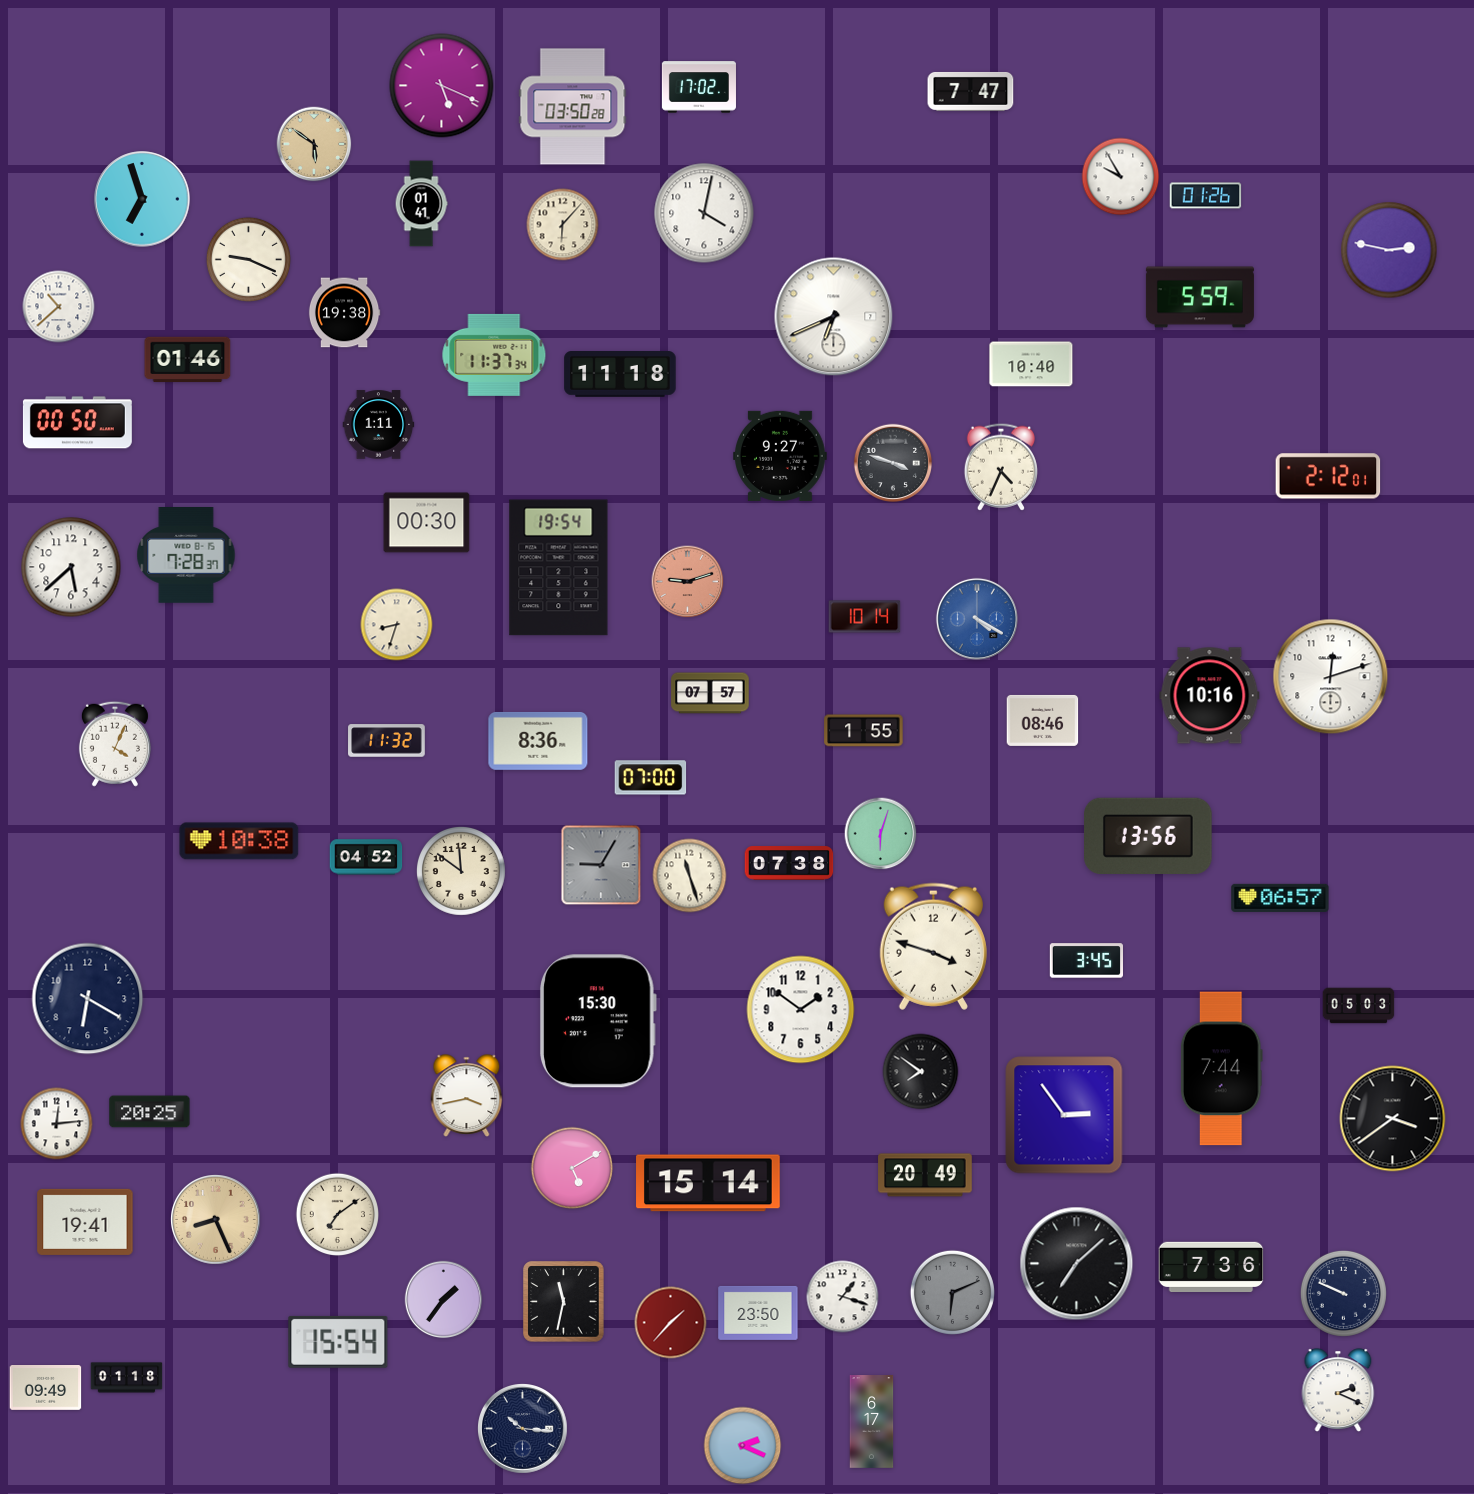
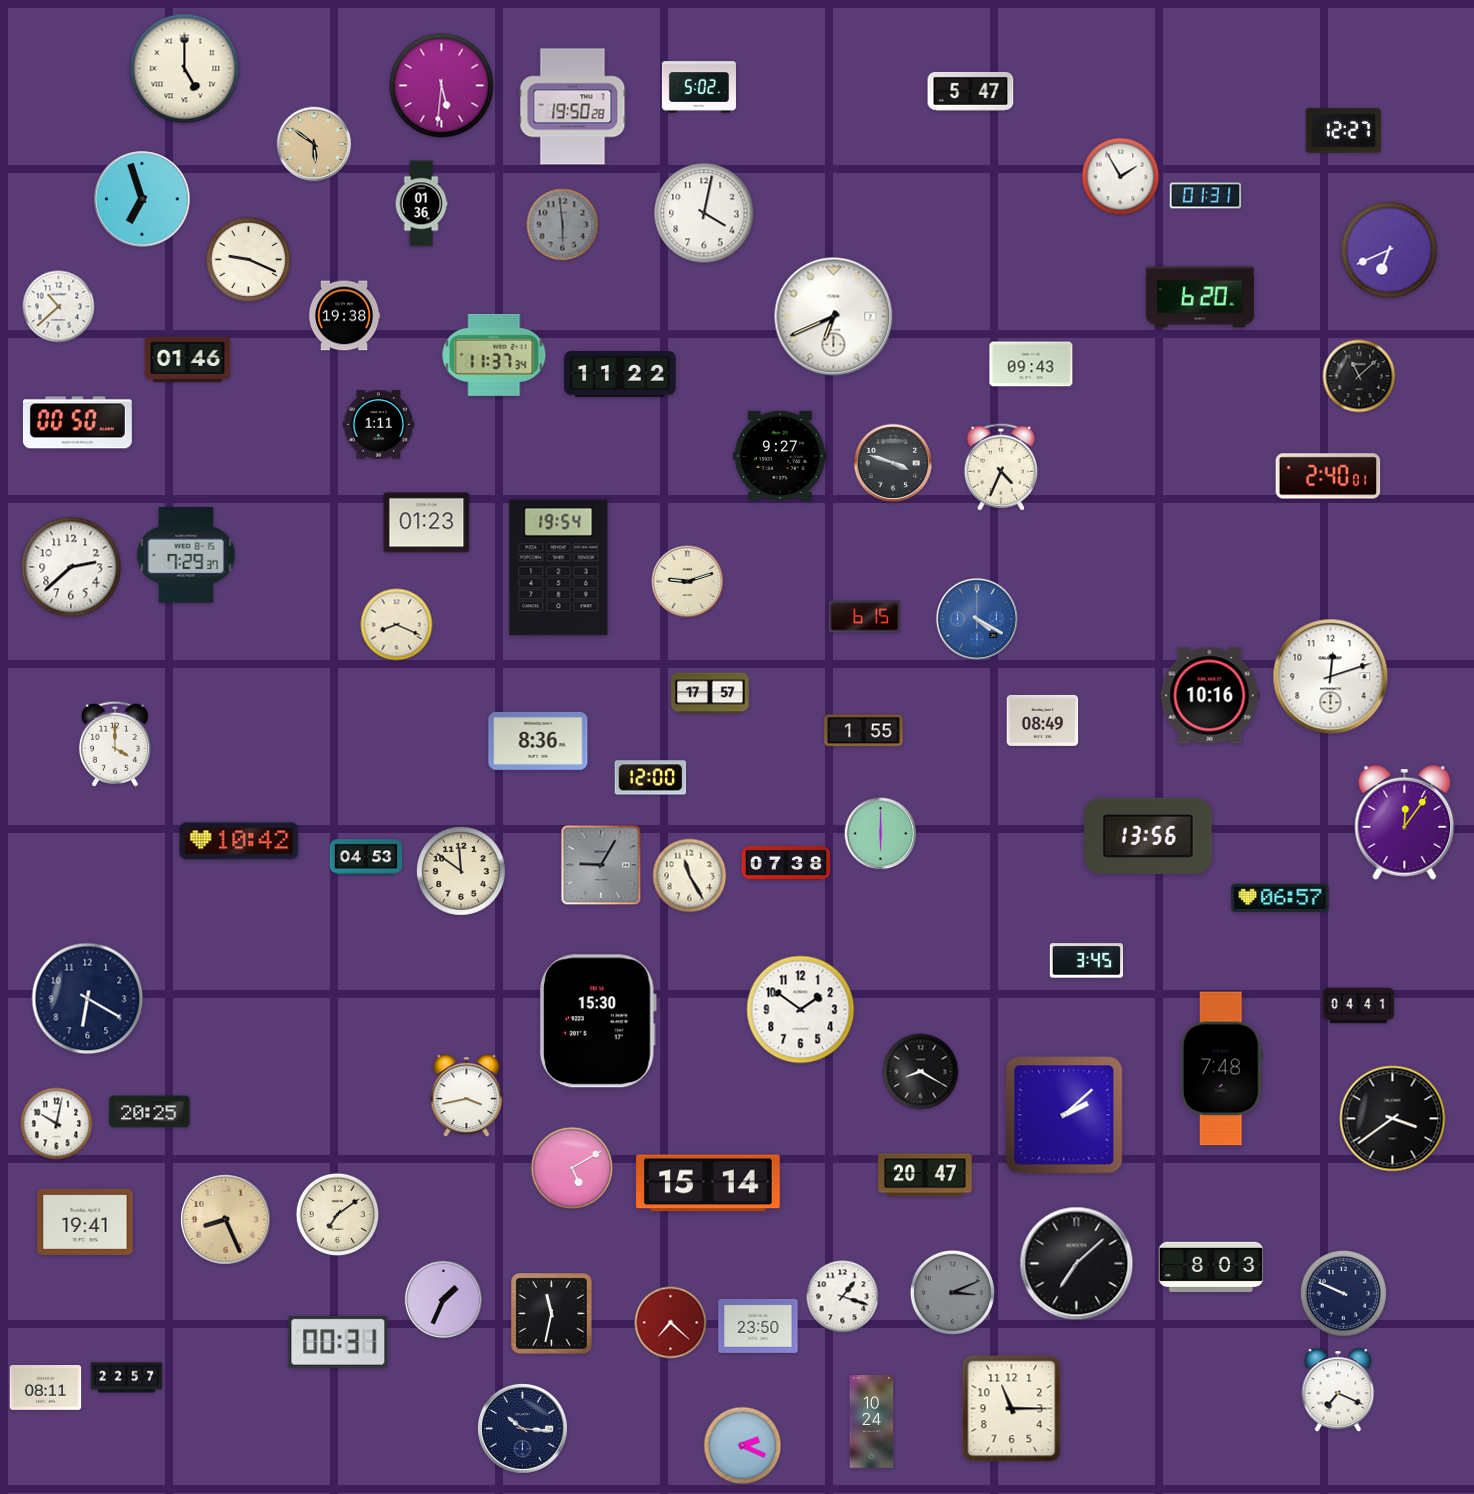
clock at (185, 69): none -> 5:00
clock at (442, 86): 5:19 -> 5:31
clock at (699, 87): 17:02 -> 5:02
clock at (971, 91): 7:47 -> 5:47
clock at (573, 107): 03:50 -> 19:50
clock at (1343, 131): none -> 12:27
clock at (1121, 177): 9:55 -> 1:55
clock at (1206, 196): 01:26 -> 01:31
clock at (421, 204): 01:41 -> 01:36
clock at (563, 225): 6:07 -> 5:59
clock at (563, 225) dial: cream -> grey
clock at (1389, 250): 2:47 -> 6:41
clock at (1200, 297): 5:59 -> 6:20
clock at (344, 313) position: (344, 313) -> (344, 316)
clock at (1031, 364): 10:40 -> 09:43
clock at (620, 375): 11:18 -> 11:22
clock at (1359, 376): none -> 11:08
clock at (1328, 476): 2:12 -> 2:40
clock at (427, 523): 00:30 -> 01:23
clock at (186, 556): 7:28 -> 7:29
clock at (71, 567): 5:38 -> 2:38
clock at (688, 582) dial: salmon -> cream
clock at (865, 617): 10:14 -> 6:15
clock at (397, 625): 8:33 -> 8:19
clock at (710, 693): 07:57 -> 17:57
clock at (1043, 720): 08:46 -> 08:49
clock at (387, 741): 11:32 -> none
clock at (115, 744): 4:04 -> 4:00
clock at (651, 778): 07:00 -> 12:00
clock at (1405, 822): none -> 12:06
clock at (881, 834): 6:03 -> 6:00
clock at (239, 841): 10:38 -> 10:42
clock at (366, 857): 04:52 -> 04:53
clock at (789, 863) position: (789, 863) -> (786, 863)
clock at (690, 876): 11:27 -> 11:25
clock at (933, 946): 3:48 -> none
clock at (1359, 1006): 05:03 -> 04:41
clock at (1221, 1069): 7:44 -> 7:48
clock at (921, 1072): 7:51 -> 8:20
clock at (1064, 1115): 2:54 -> 2:08
clock at (57, 1124): 12:14 -> 10:02
clock at (925, 1175): 20:49 -> 20:47
clock at (216, 1220) position: (216, 1220) -> (226, 1220)
clock at (1211, 1266): 7:36 -> 8:03
clock at (952, 1292): 6:11 -> 3:11
clock at (444, 1300): 1:36 -> 1:34
clock at (564, 1302) position: (564, 1302) -> (552, 1314)
clock at (758, 1313) position: (758, 1313) -> (758, 1326)
clock at (671, 1323): 1:37 -> 7:22
clock at (338, 1342): 15:54 -> 00:31
clock at (127, 1378): 01:18 -> 22:57
clock at (46, 1388): 09:49 -> 08:11
clock at (1338, 1390): 2:19 -> 7:19
clock at (1012, 1409): none -> 11:15
clock at (872, 1422): 6:17 -> 10:24
